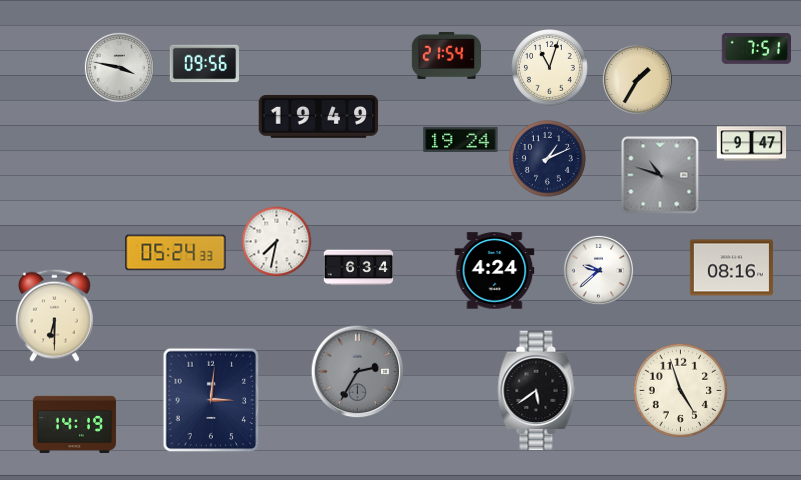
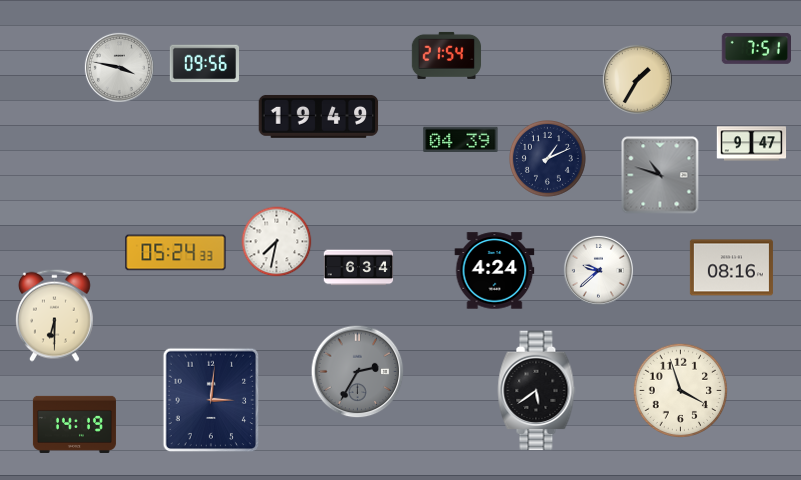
clock at (550, 68): 11:03 -> none
clock at (461, 139): 19:24 -> 04:39
clock at (681, 391): 4:57 -> 3:57
